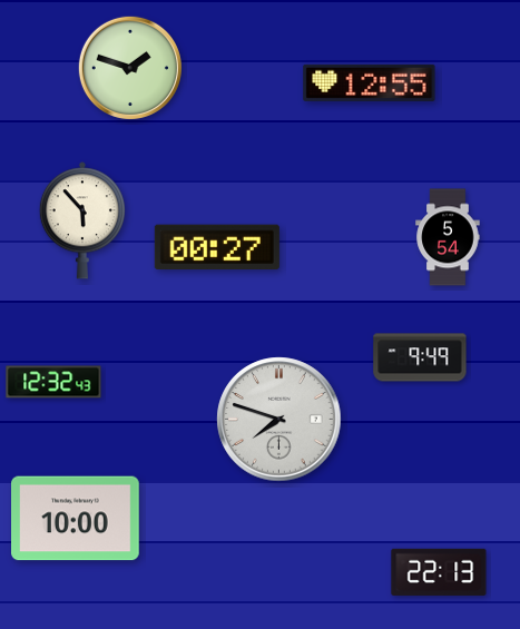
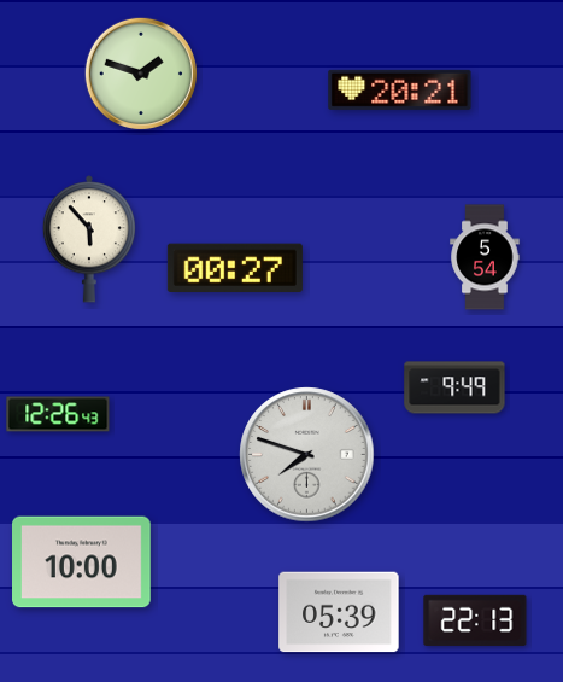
clock at (370, 82): 12:55 -> 20:21
clock at (53, 382): 12:32 -> 12:26
clock at (279, 420) position: (279, 420) -> (307, 455)
clock at (339, 612): none -> 05:39
